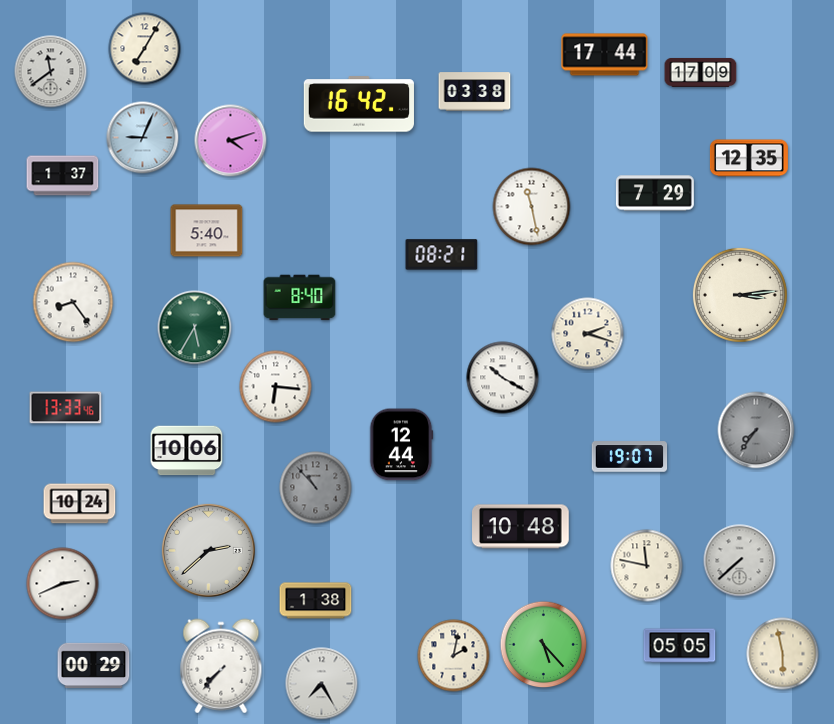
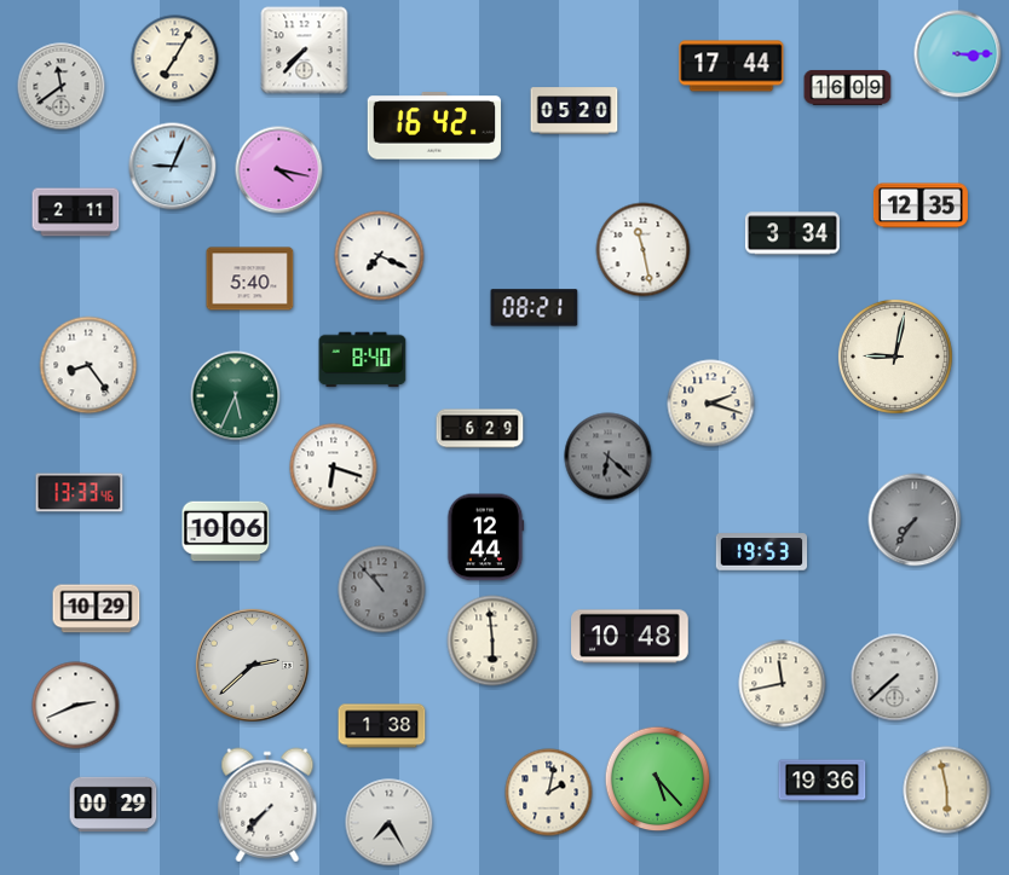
clock at (305, 51): none -> 7:37
clock at (958, 54): none -> 3:15
clock at (701, 72): 17:09 -> 16:09
clock at (475, 92): 03:38 -> 05:20
clock at (231, 141): 4:12 -> 4:17
clock at (749, 158) position: (749, 158) -> (921, 205)
clock at (63, 176): 1:37 -> 2:11
clock at (655, 193): 7:29 -> 3:34
clock at (380, 256): none -> 7:19
clock at (740, 295): 3:14 -> 9:02
clock at (195, 328): 5:35 -> 5:34
clock at (480, 429): none -> 6:29
clock at (503, 378): 10:20 -> 6:22
clock at (503, 378) dial: white -> grey
clock at (276, 387): 6:16 -> 6:18
clock at (187, 451) position: (187, 451) -> (226, 532)
clock at (630, 457): 19:07 -> 19:53
clock at (80, 504): 10:24 -> 10:29
clock at (492, 641): none -> 5:59
clock at (647, 566): 11:47 -> 11:43
clock at (680, 646): 05:05 -> 19:36
clock at (322, 684) position: (322, 684) -> (390, 823)
